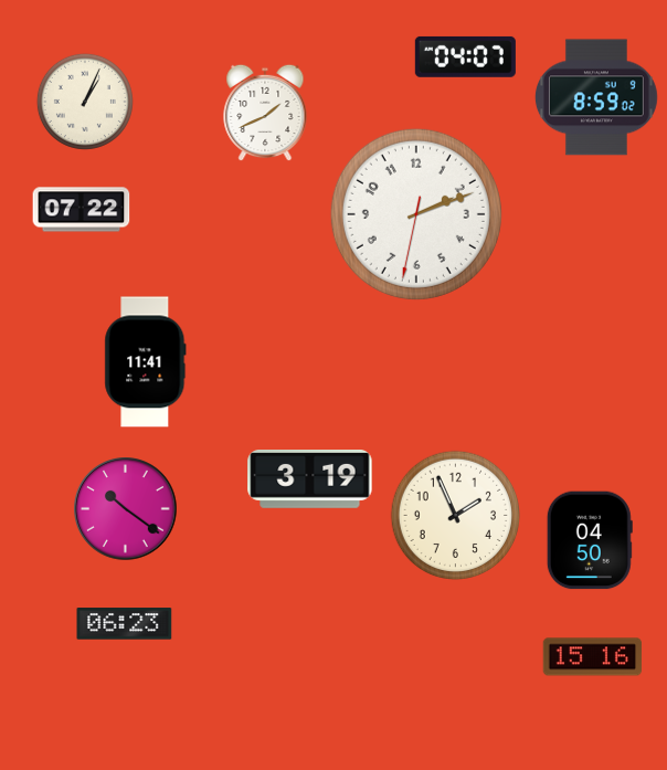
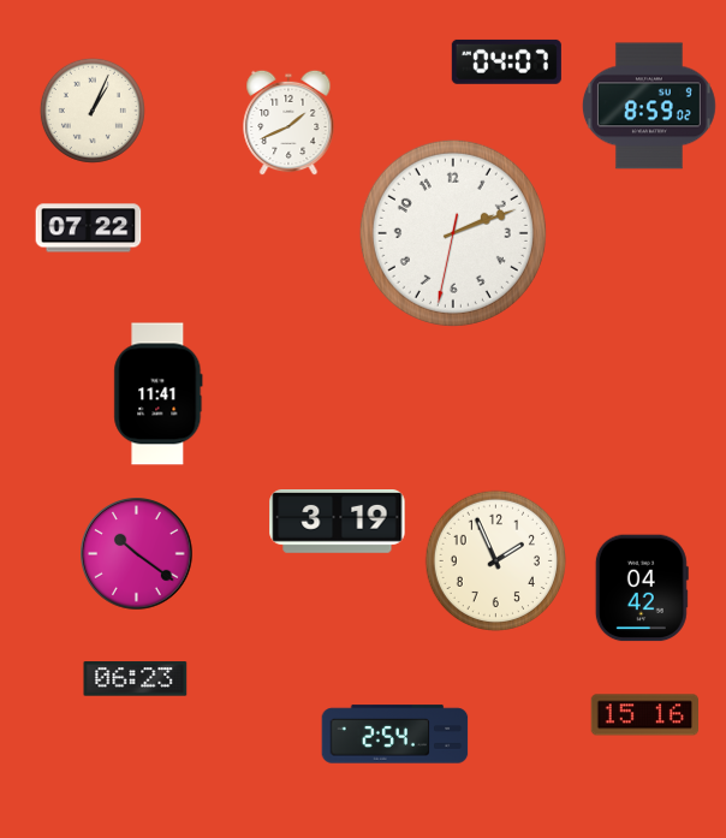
clock at (590, 540): 04:50 -> 04:42
clock at (395, 735): none -> 2:54
